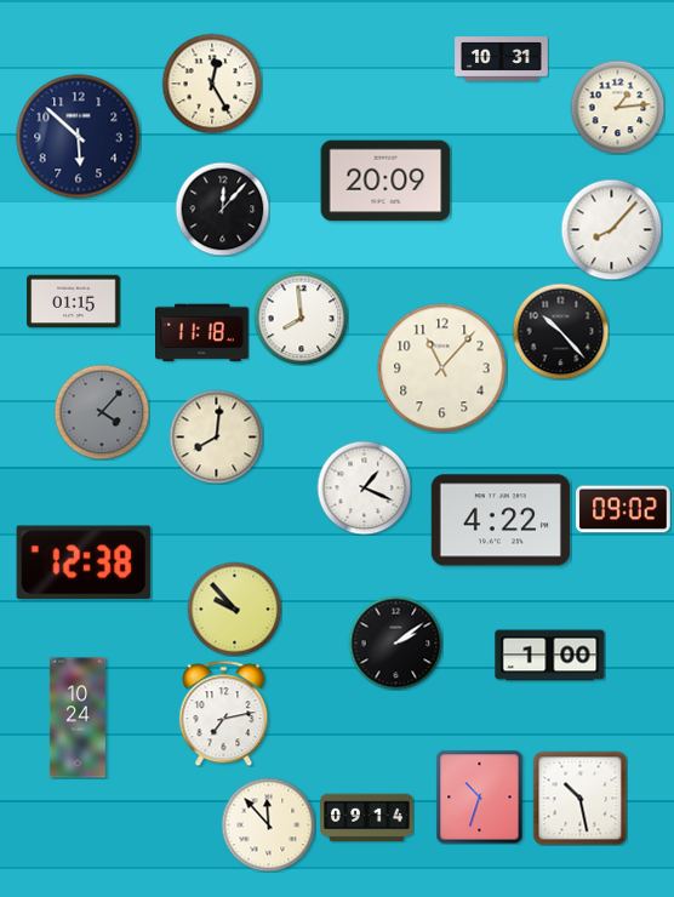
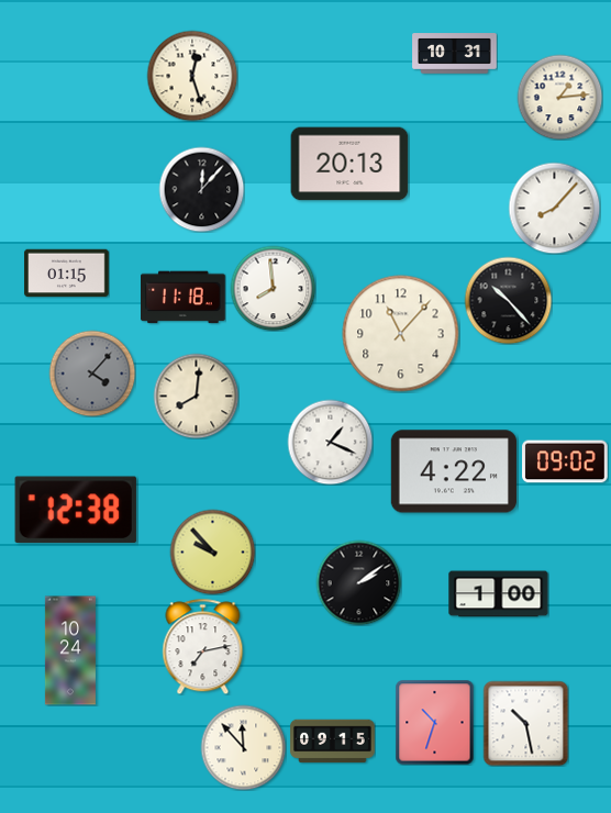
clock at (212, 84): 12:25 -> 12:27
clock at (79, 137): 5:52 -> none
clock at (385, 181): 20:09 -> 20:13
clock at (202, 333) position: (202, 333) -> (184, 298)
clock at (367, 818): 09:14 -> 09:15
